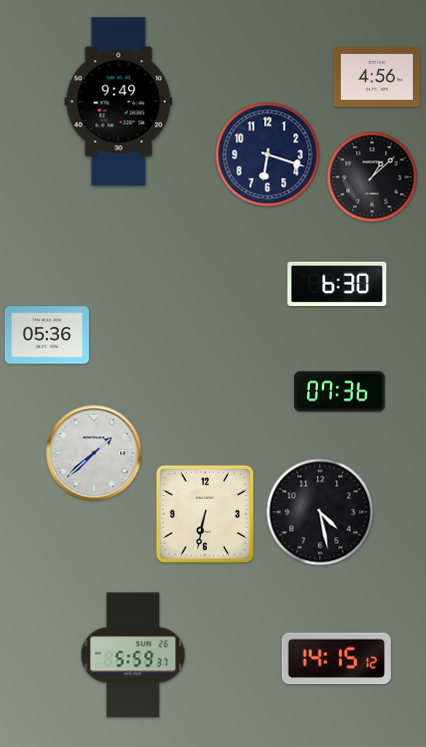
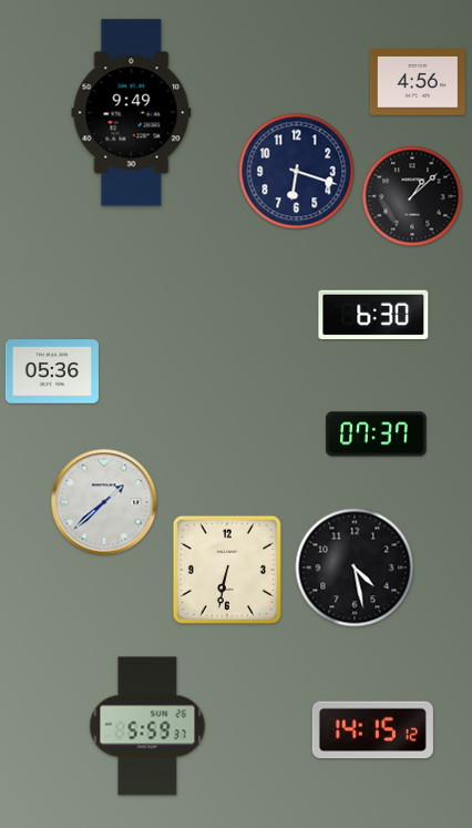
clock at (377, 78) position: (377, 78) -> (418, 83)
clock at (340, 392): 07:36 -> 07:37
